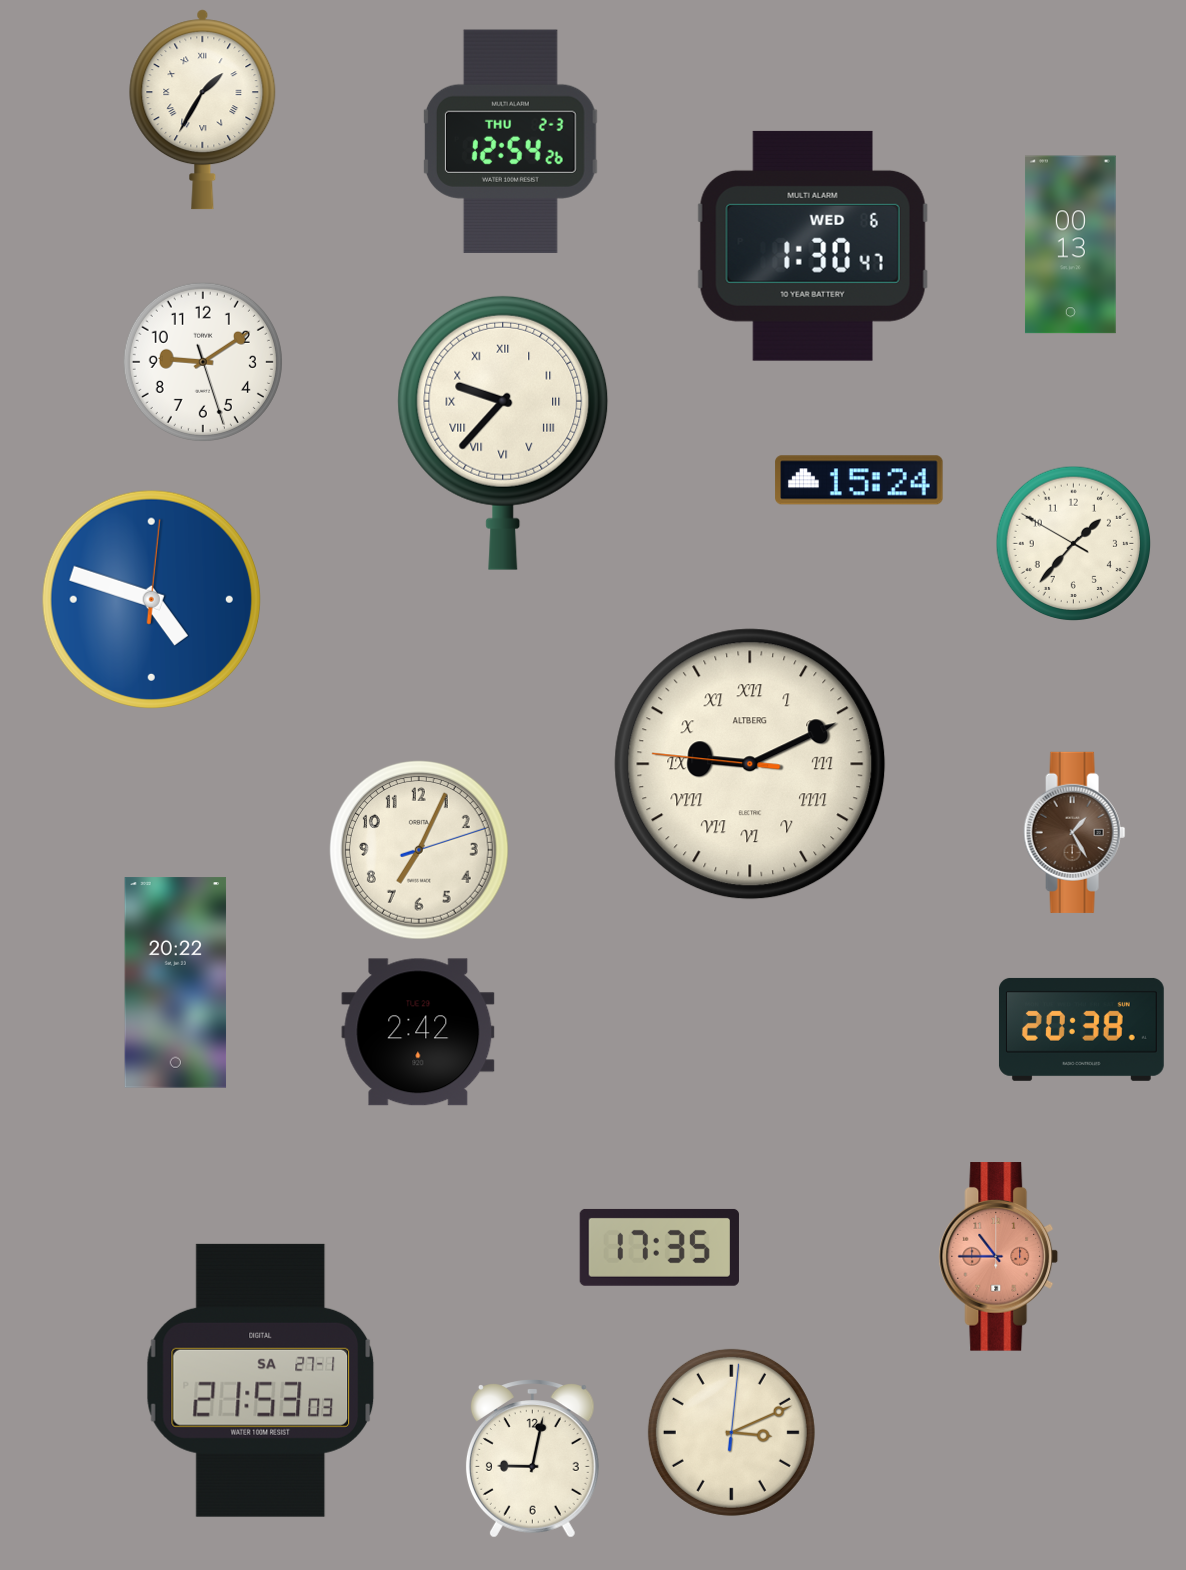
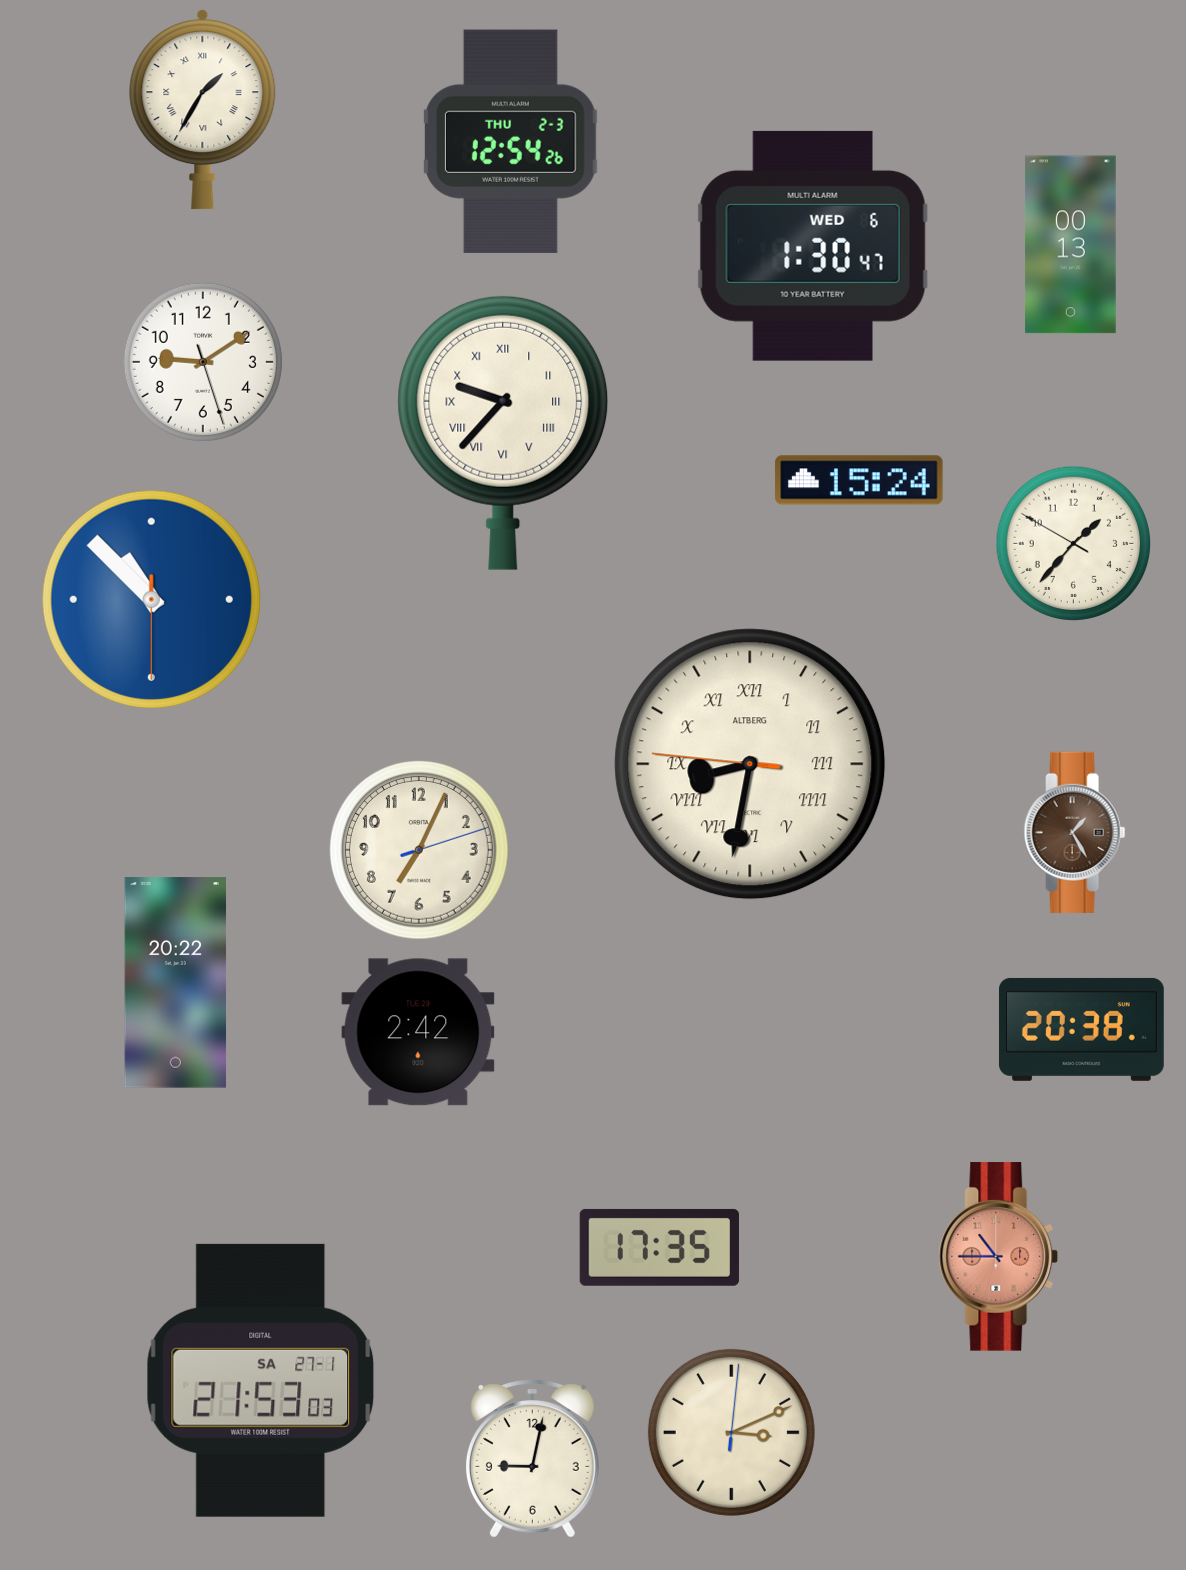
clock at (151, 599): 4:48 -> 10:52
clock at (750, 764): 9:10 -> 8:31
